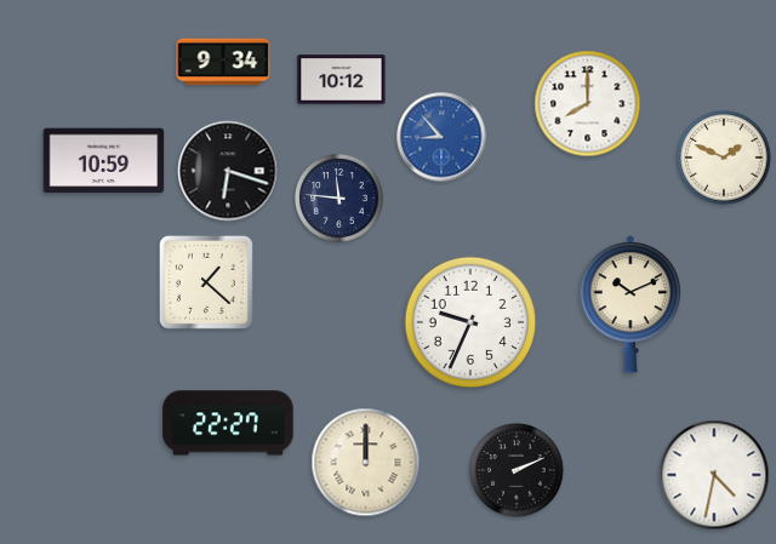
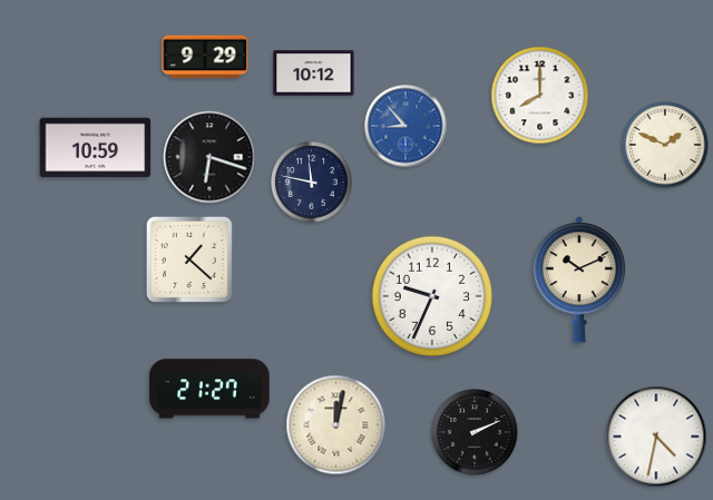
clock at (223, 62): 9:34 -> 9:29
clock at (339, 199): 11:46 -> 11:47
clock at (228, 423): 22:27 -> 21:27
clock at (366, 463): 12:00 -> 12:02
